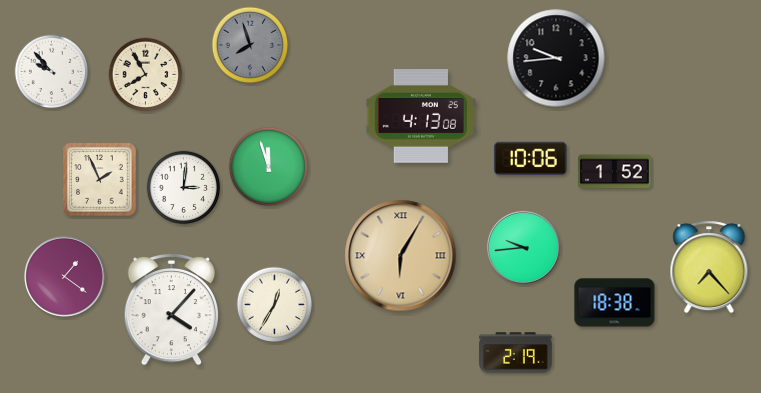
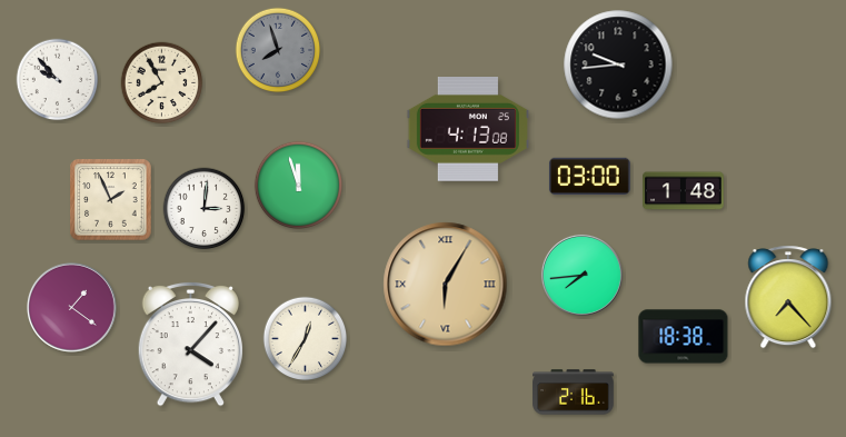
clock at (530, 158): 10:06 -> 03:00
clock at (615, 172): 1:52 -> 1:48
clock at (523, 247): 9:44 -> 7:44
clock at (516, 353): 2:19 -> 2:16
